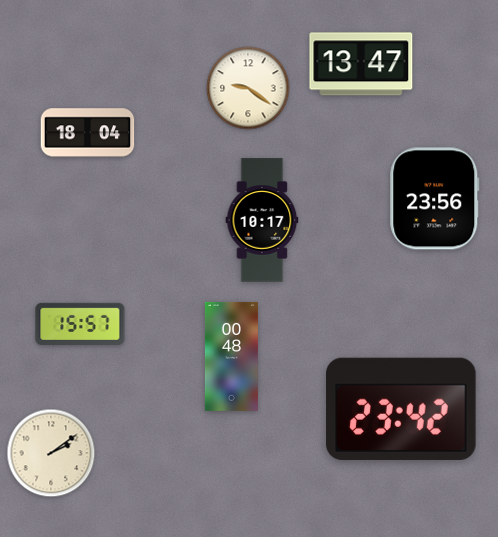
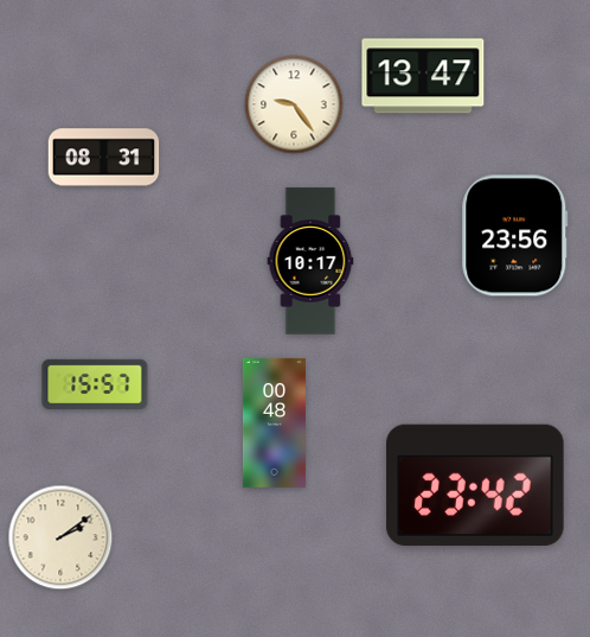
clock at (361, 64) position: (361, 64) -> (423, 76)
clock at (248, 88): 9:21 -> 9:24
clock at (88, 133): 18:04 -> 08:31
